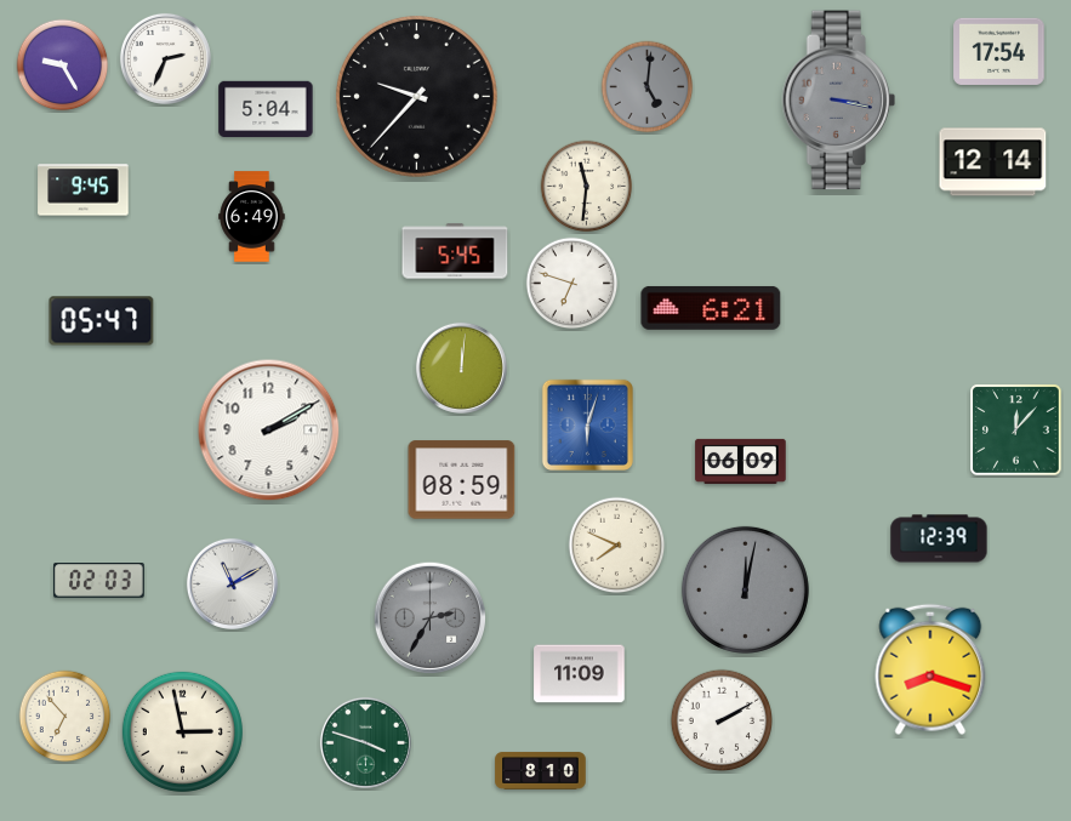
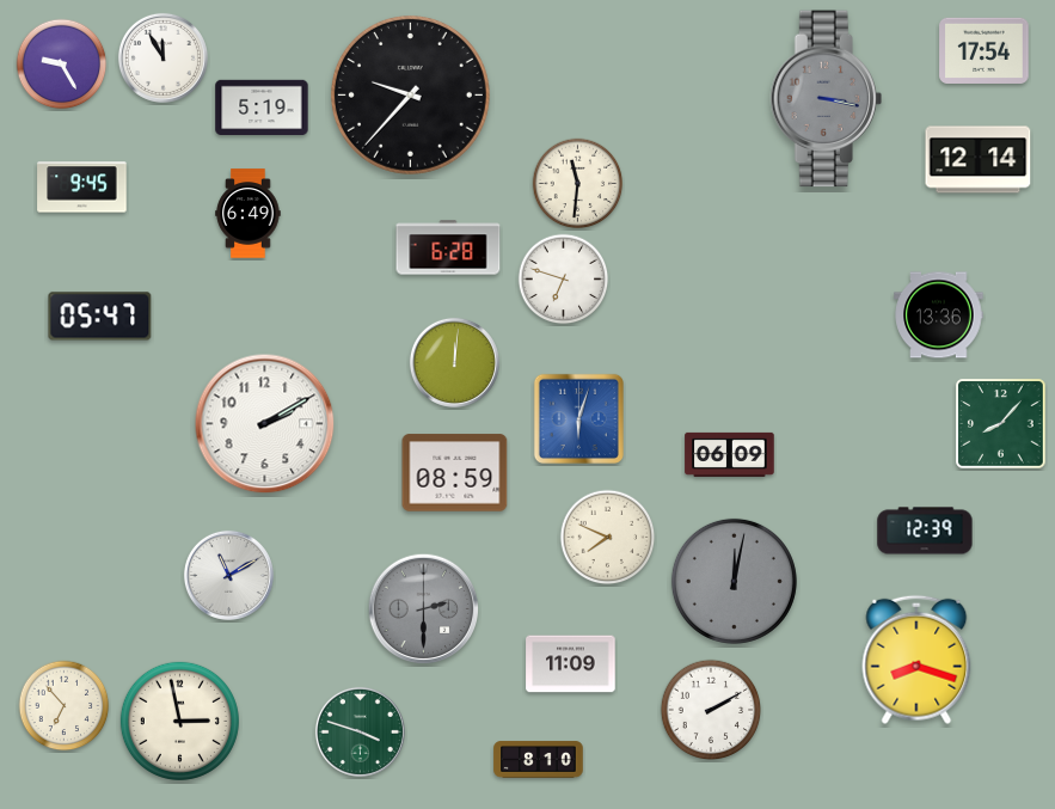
clock at (165, 58): 2:34 -> 11:55
clock at (648, 87): 5:01 -> none
clock at (266, 108): 5:04 -> 5:19
clock at (455, 251): 5:45 -> 6:28
clock at (711, 308): 6:21 -> none
clock at (939, 315): none -> 13:36
clock at (1016, 431): 12:07 -> 8:07
clock at (99, 581): 02:03 -> none
clock at (429, 617): 2:35 -> 2:30
clock at (541, 771) position: (541, 771) -> (539, 760)
